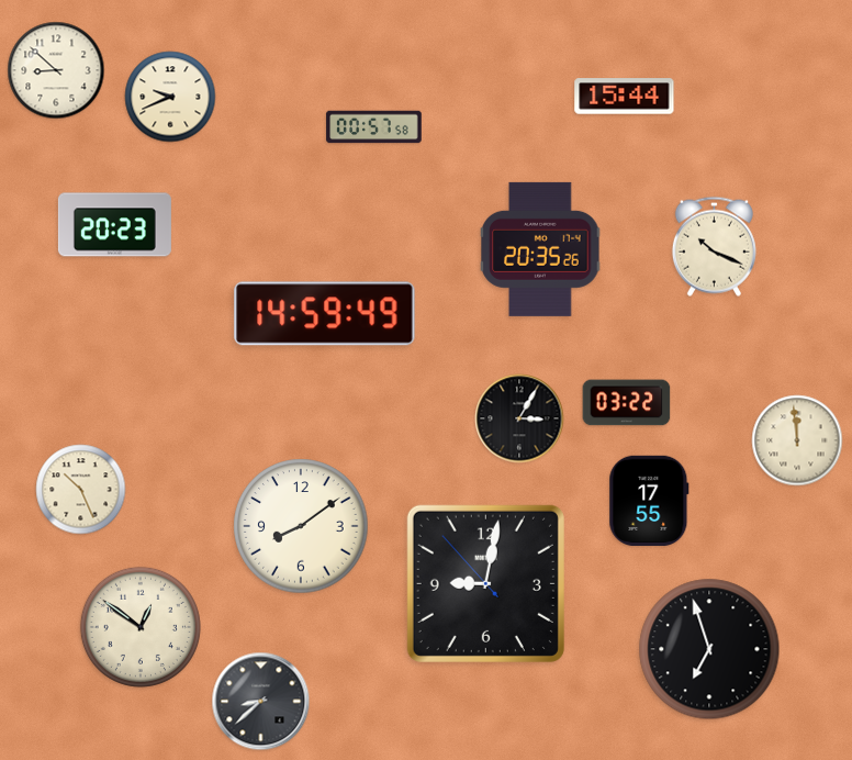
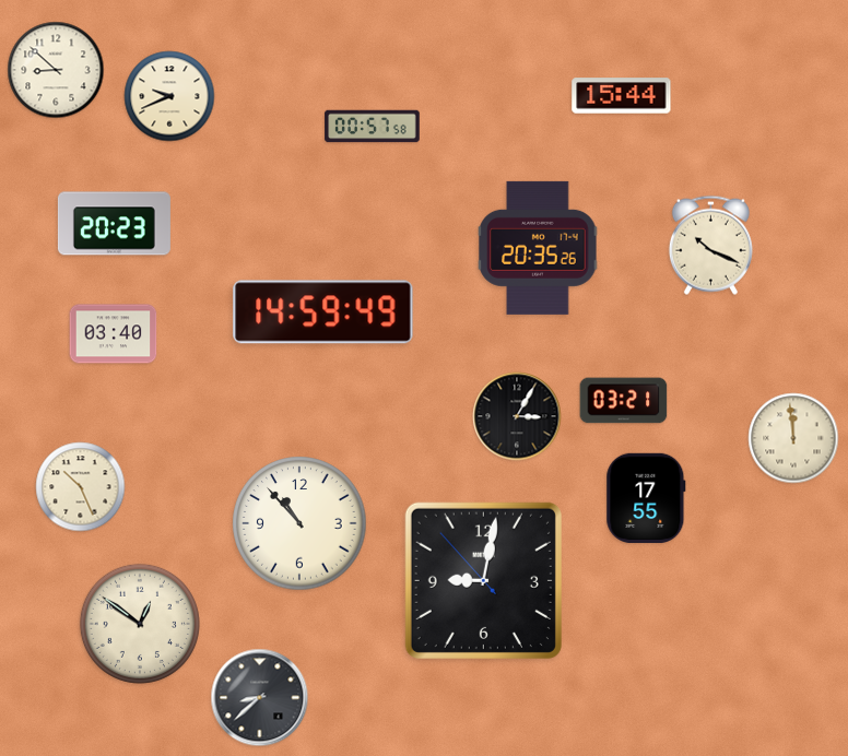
clock at (114, 334): none -> 03:40
clock at (627, 403): 03:22 -> 03:21
clock at (301, 526): 8:09 -> 10:53
clock at (709, 649): 6:57 -> none
